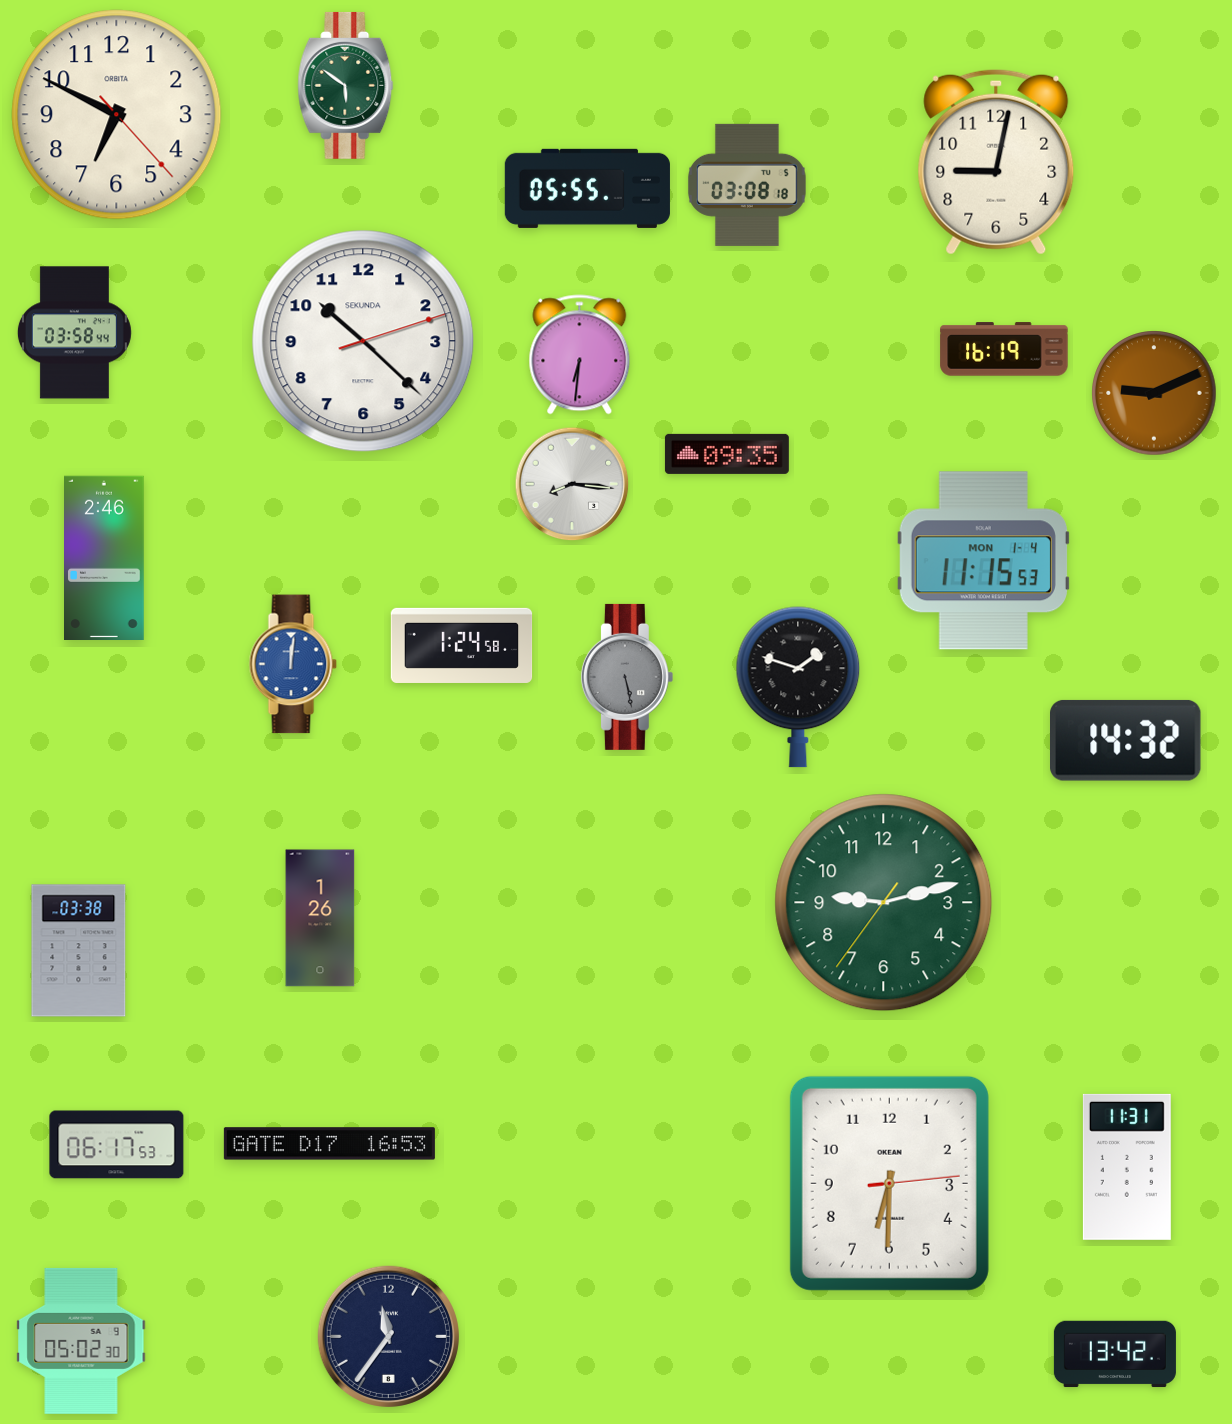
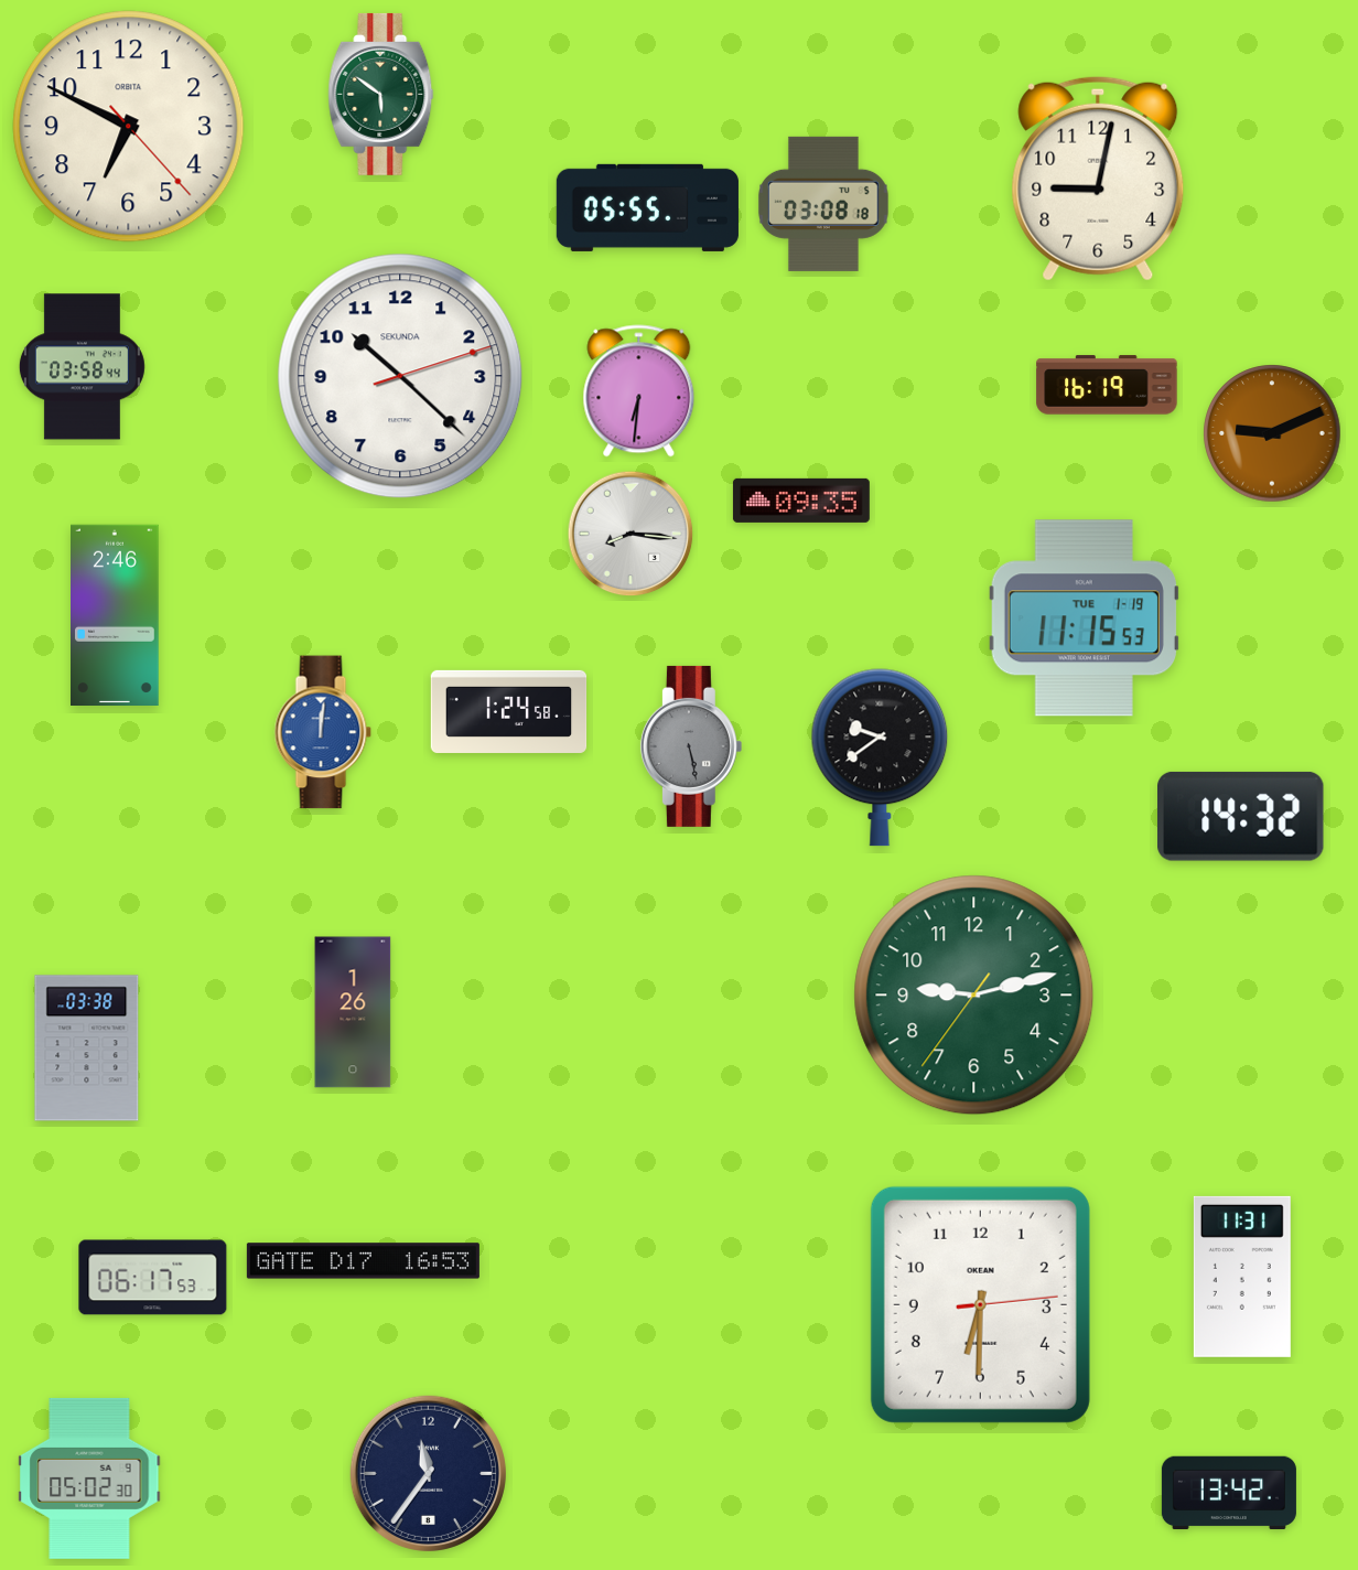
clock at (983, 561) date: MON 1-4 -> TUE 1-19
clock at (798, 687): 1:48 -> 9:39
clock at (117, 1145) position: (117, 1145) -> (153, 1278)
clock at (1127, 1167) position: (1127, 1167) -> (1242, 1277)
